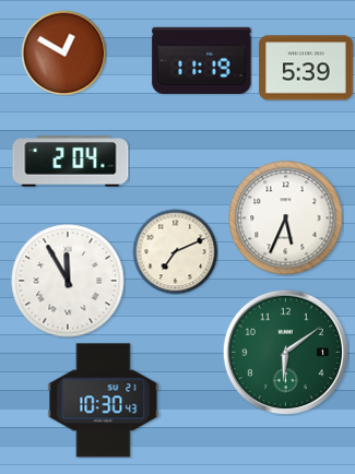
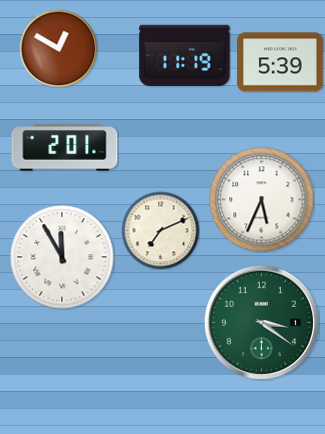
clock at (71, 162): 2:04 -> 2:01
clock at (285, 352): 6:09 -> 3:21
clock at (104, 401): 10:30 -> none
